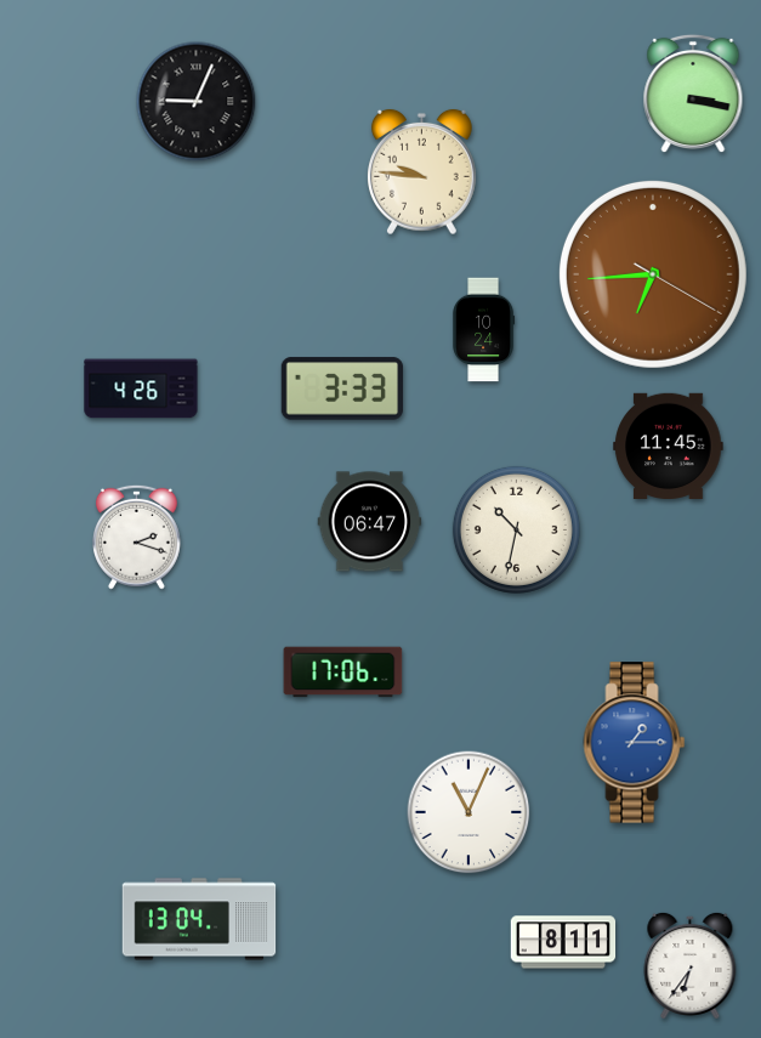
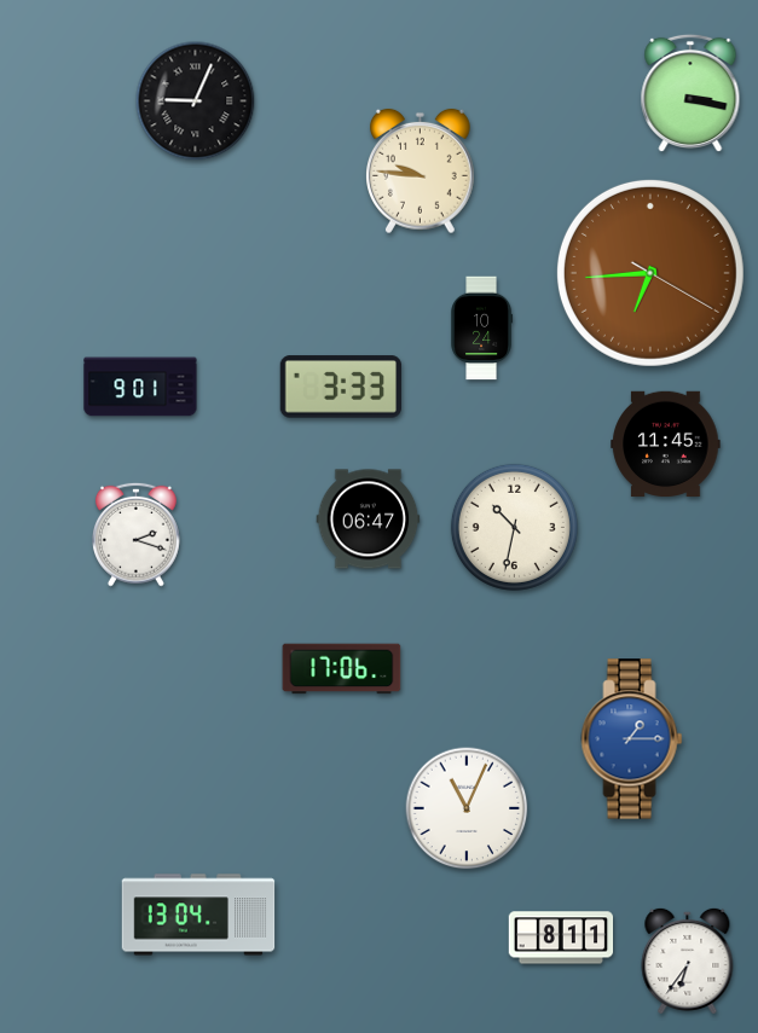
clock at (141, 388): 4:26 -> 9:01
